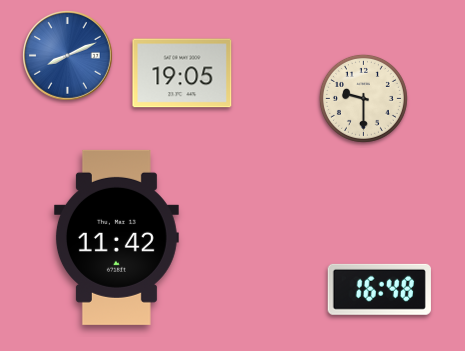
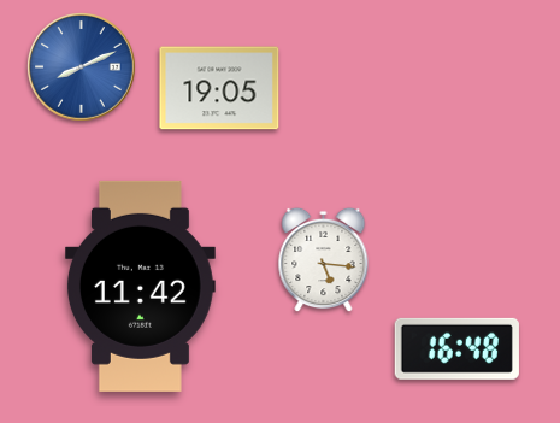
clock at (363, 98): 9:30 -> none
clock at (324, 260): none -> 5:16
